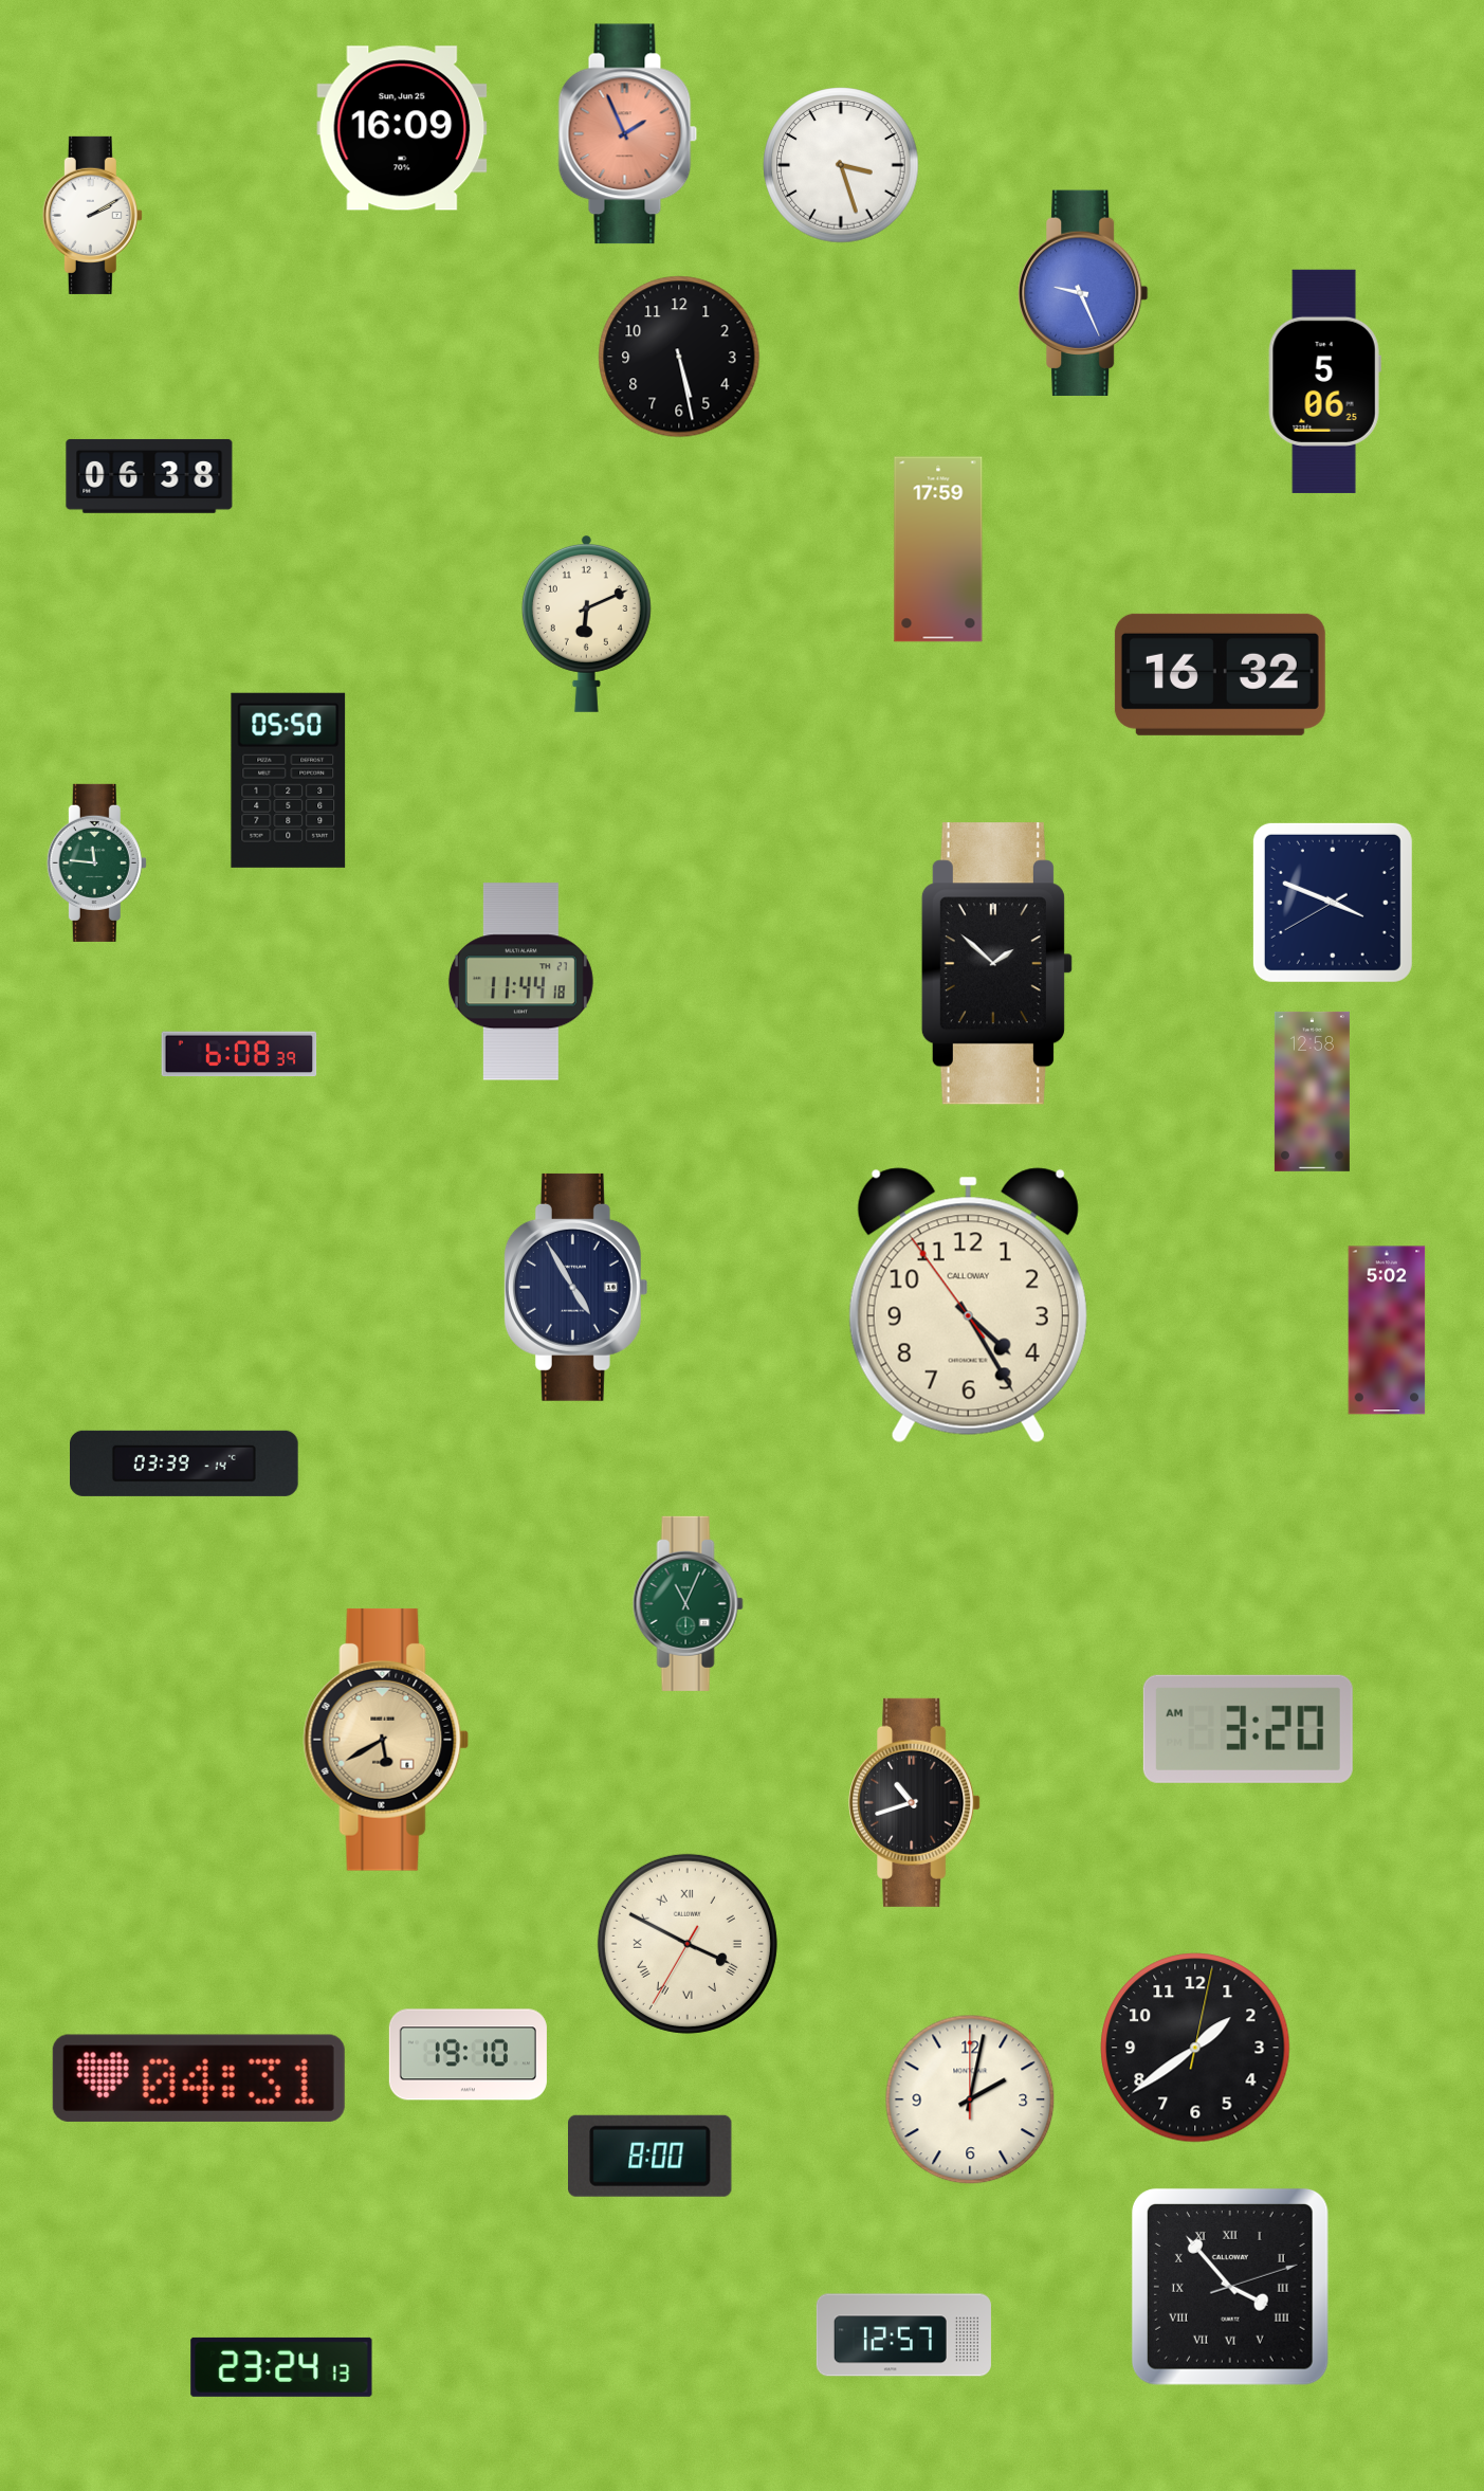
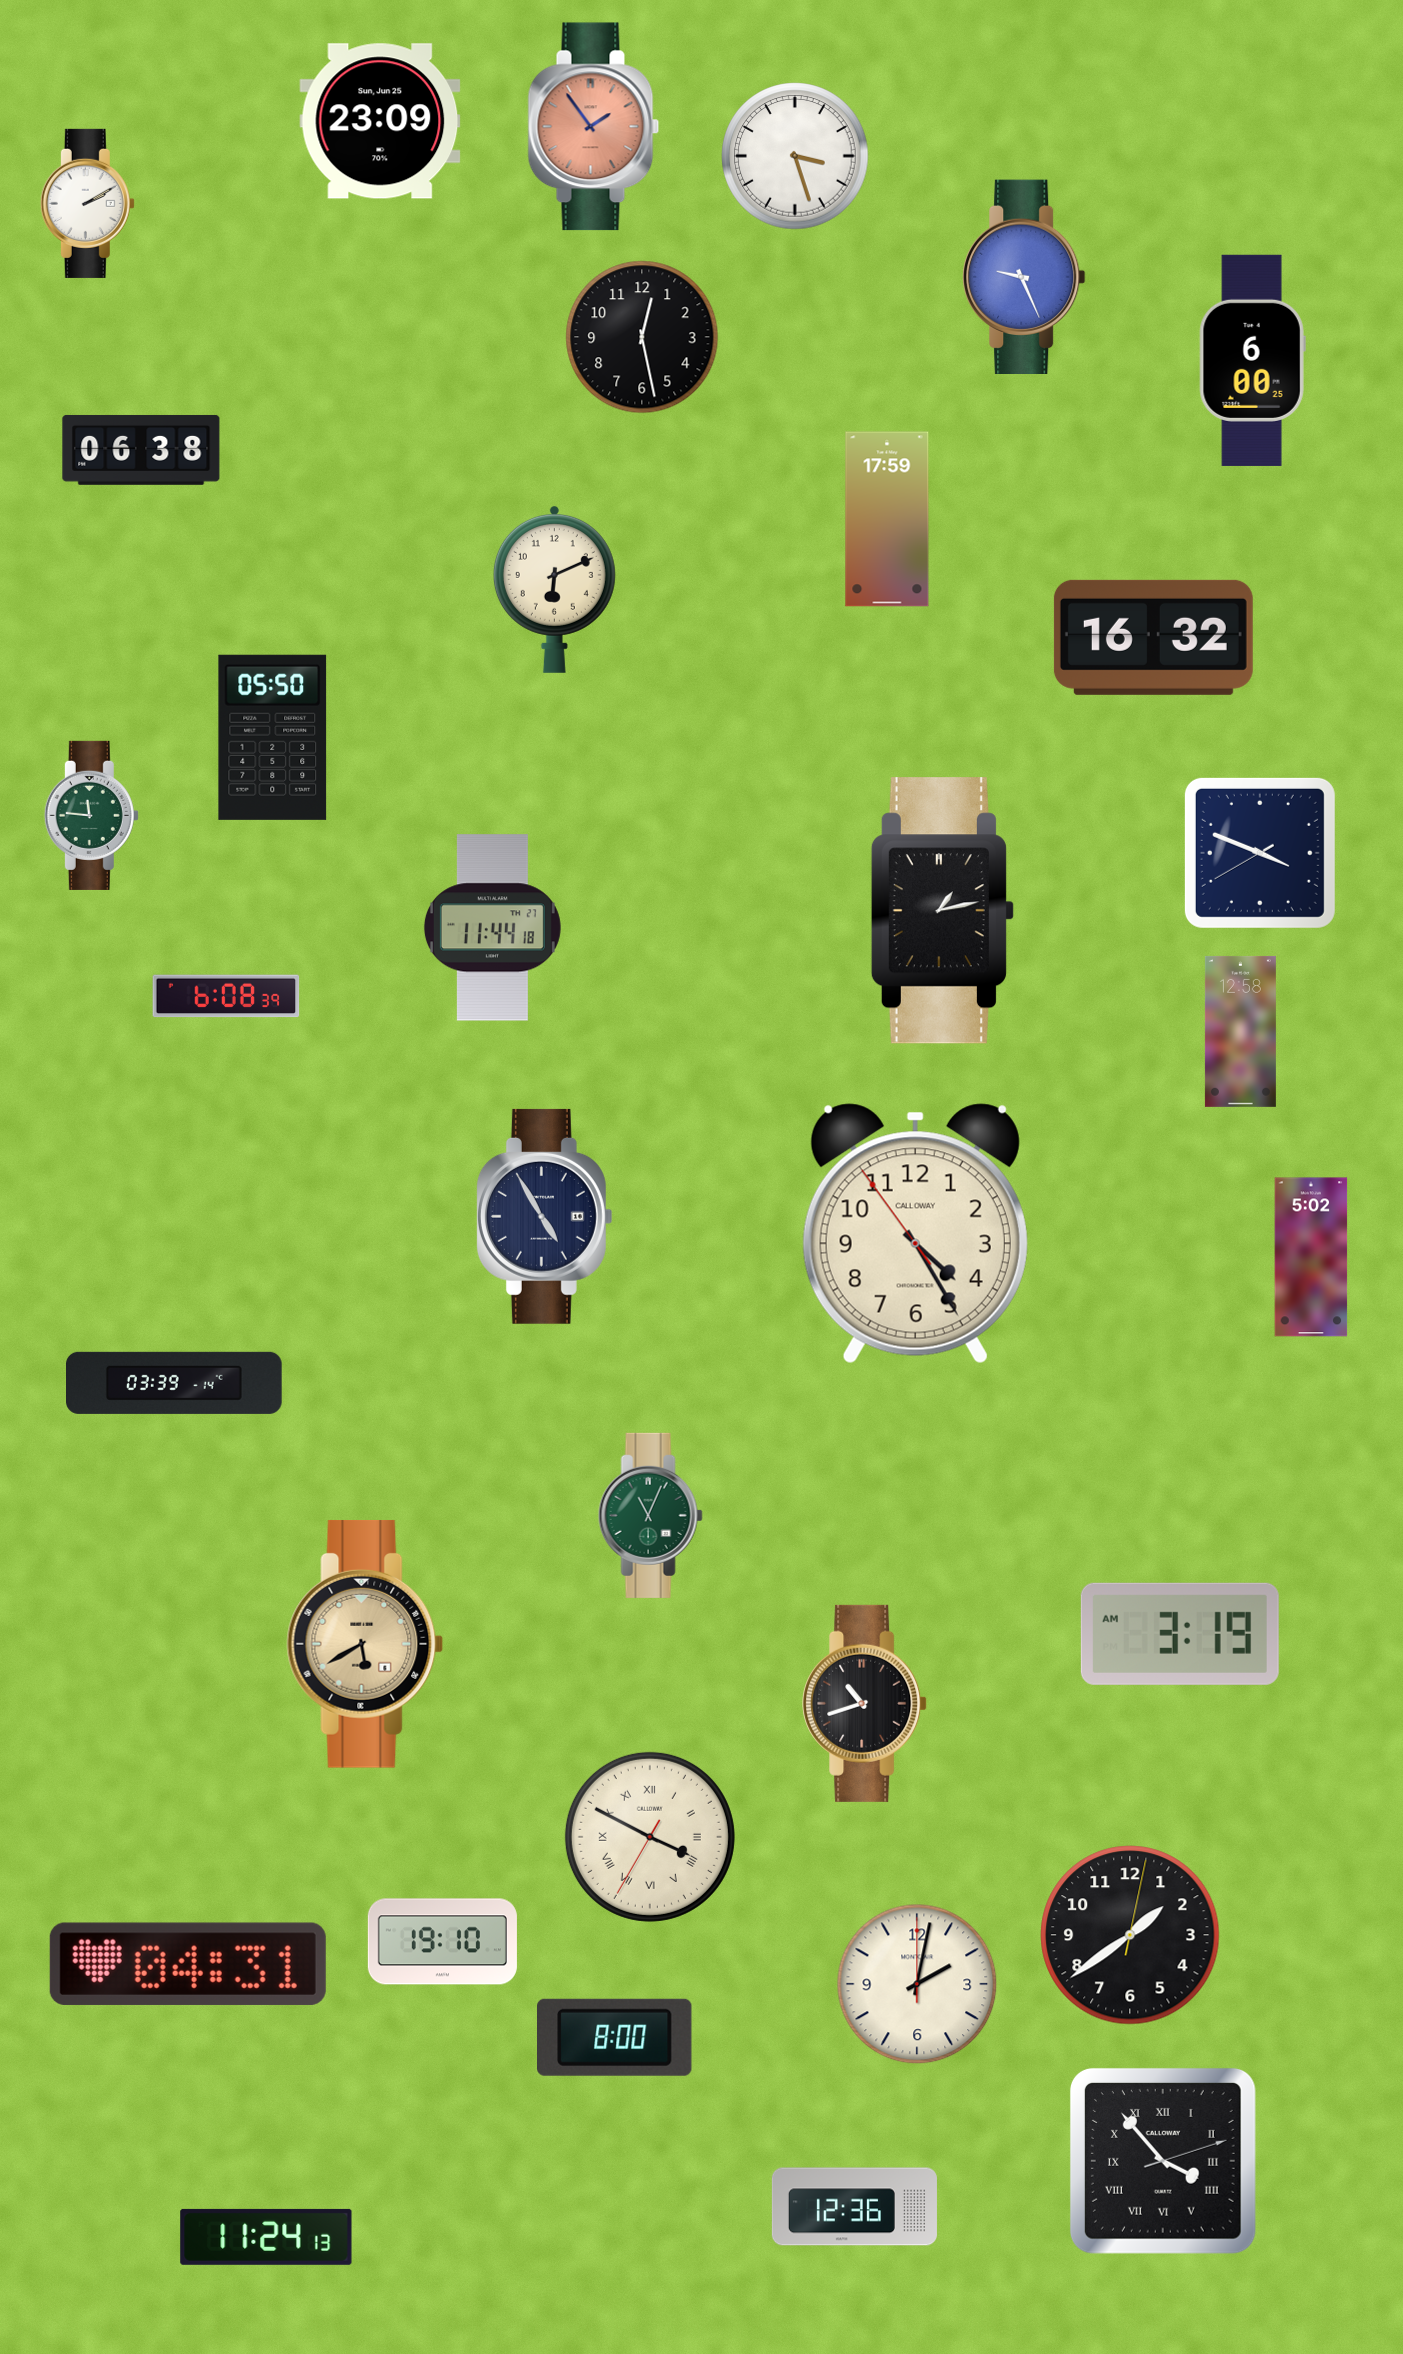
clock at (402, 128): 16:09 -> 23:09
clock at (628, 134): 1:56 -> 1:54
clock at (679, 357): 5:28 -> 12:28
clock at (1324, 381): 5:06 -> 6:00
clock at (996, 964): 1:52 -> 1:13
clock at (1248, 1729): 3:20 -> 3:19
clock at (903, 2335): 12:57 -> 12:36
clock at (281, 2367): 23:24 -> 11:24
